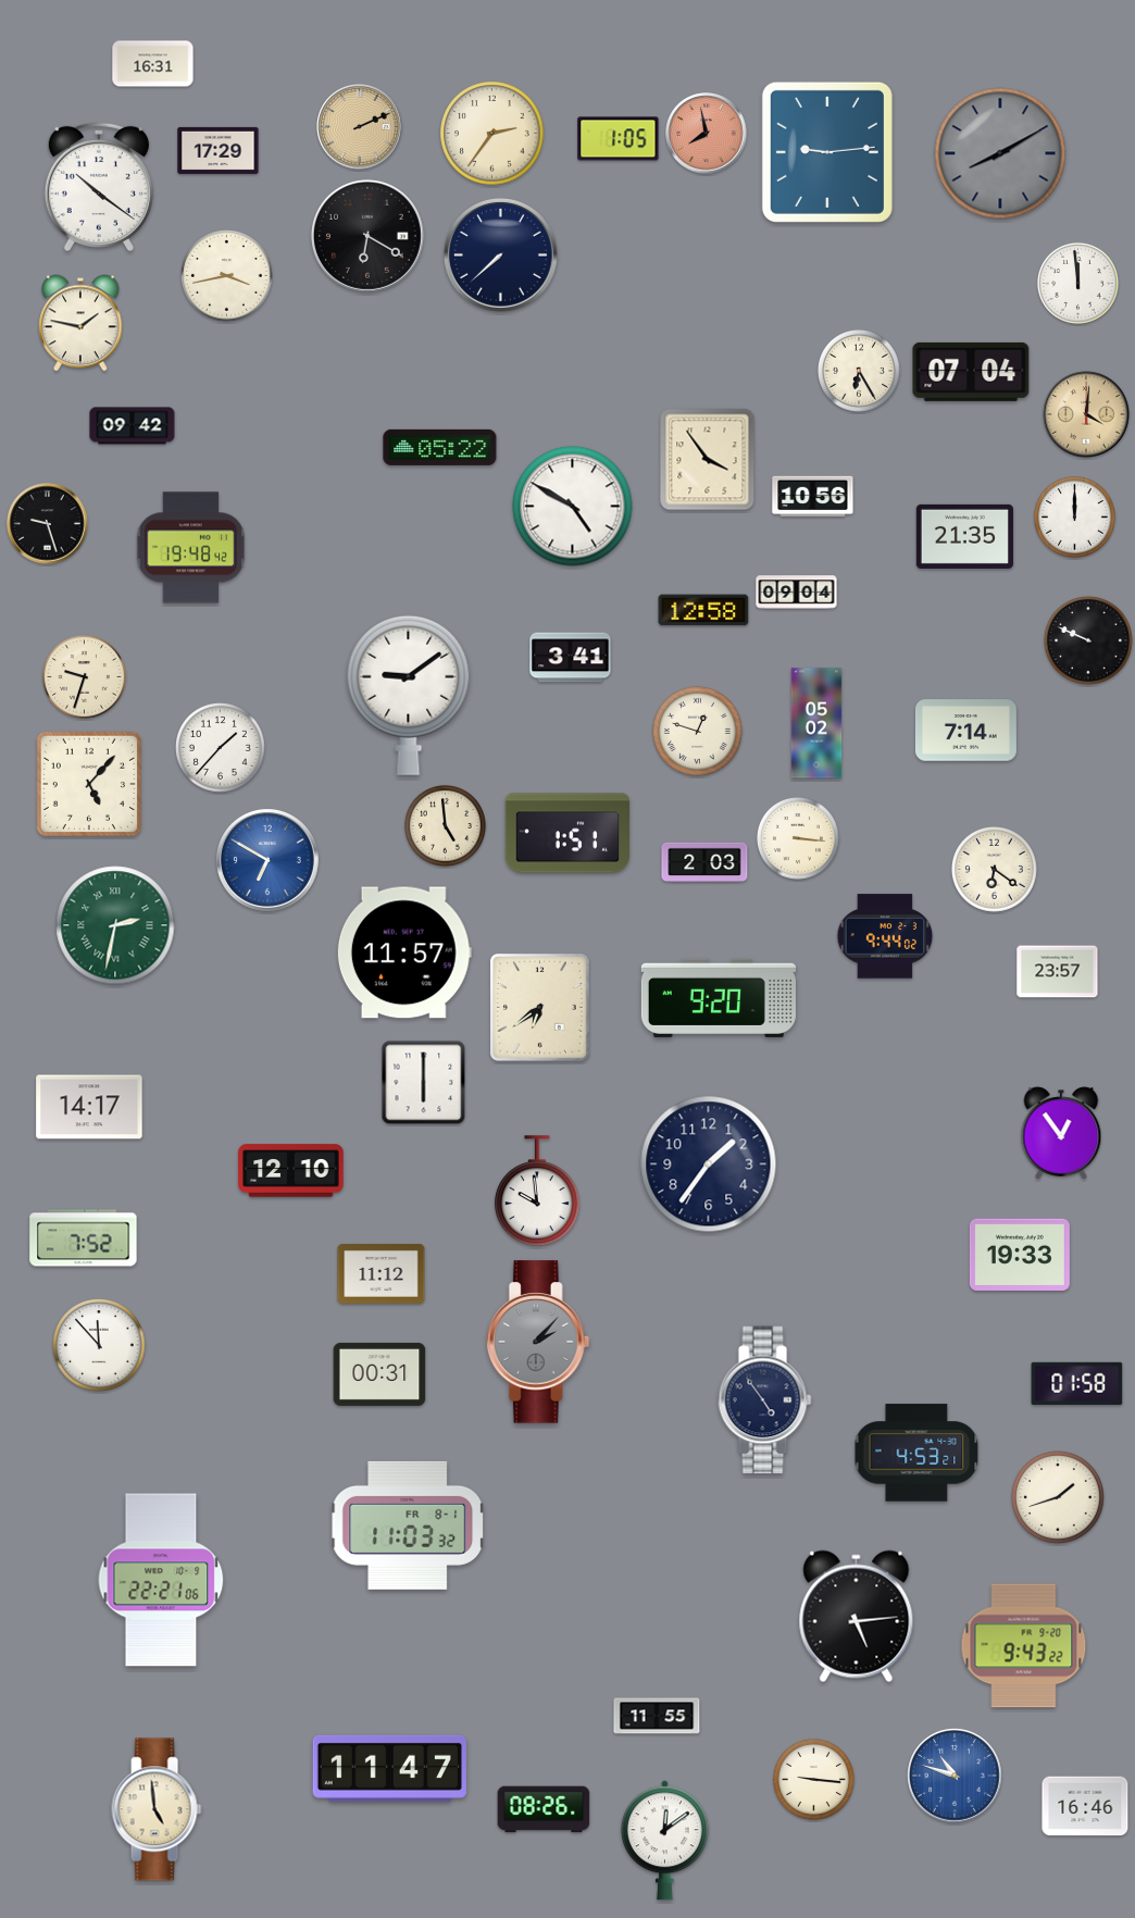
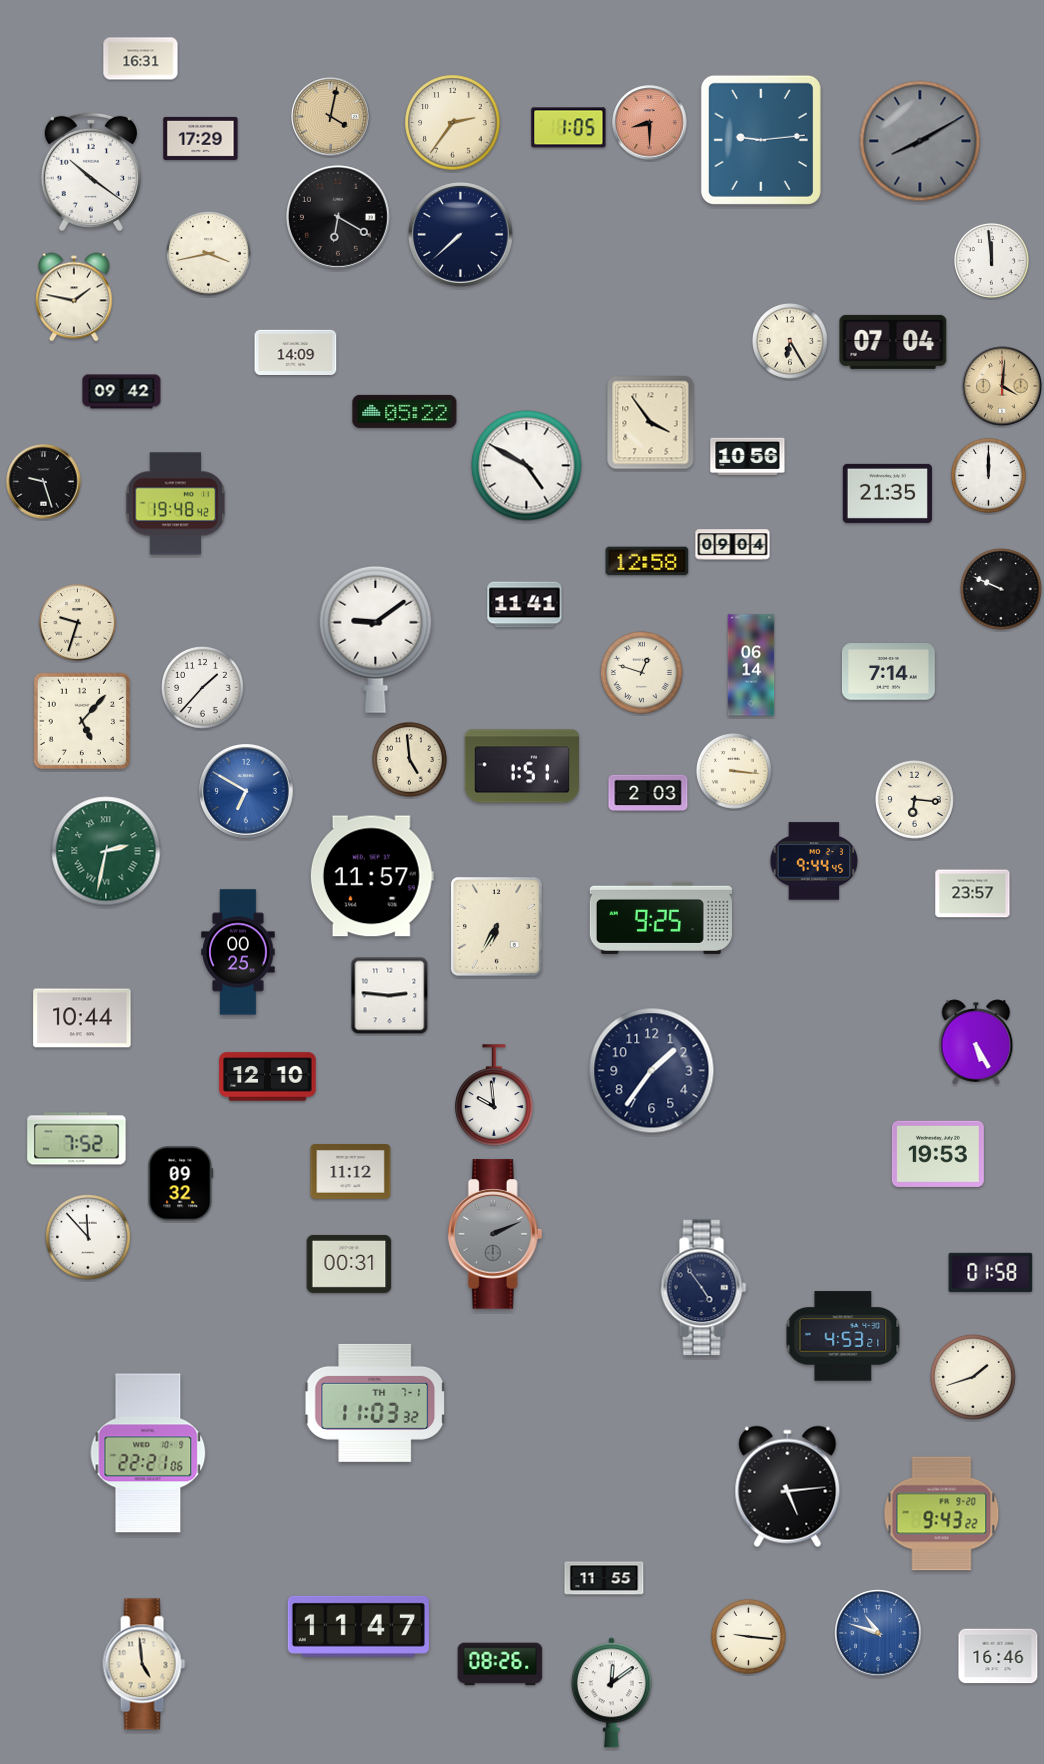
clock at (360, 127): 2:11 -> 4:02
clock at (707, 134): 7:58 -> 8:30
clock at (296, 352): none -> 14:09
clock at (1086, 414) position: (1086, 414) -> (1002, 386)
clock at (571, 658): 3:41 -> 11:41
clock at (816, 723): 05:02 -> 06:14
clock at (994, 869): 6:21 -> 6:16
clock at (885, 936): 9:44:02 -> 9:44:45
clock at (719, 998): 9:20 -> 9:25
clock at (539, 1007): 6:39 -> 6:35
clock at (238, 952): none -> 00:25
clock at (424, 1083): 6:00 -> 2:46
clock at (89, 1107): 14:17 -> 10:44
clock at (1061, 1133): 12:54 -> 5:25
clock at (1020, 1255): 19:33 -> 19:53
clock at (181, 1184): none -> 09:32
clock at (538, 1342): 2:07 -> 2:11
clock at (99, 1345) position: (99, 1345) -> (88, 1237)
clock at (408, 1525) date: FR 8-1 -> TH 7-1
clock at (1085, 1806) position: (1085, 1806) -> (998, 1656)
